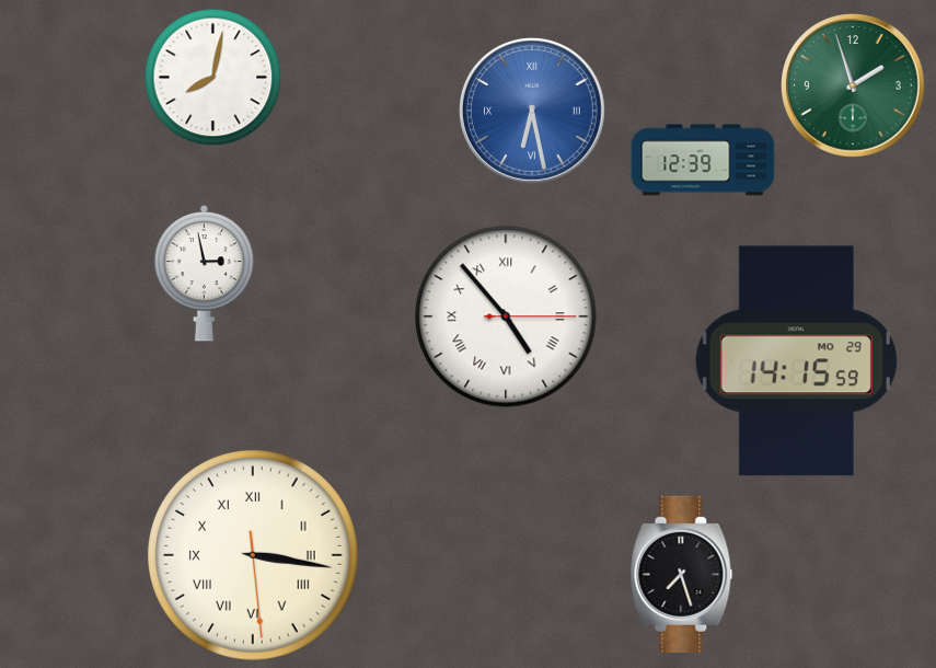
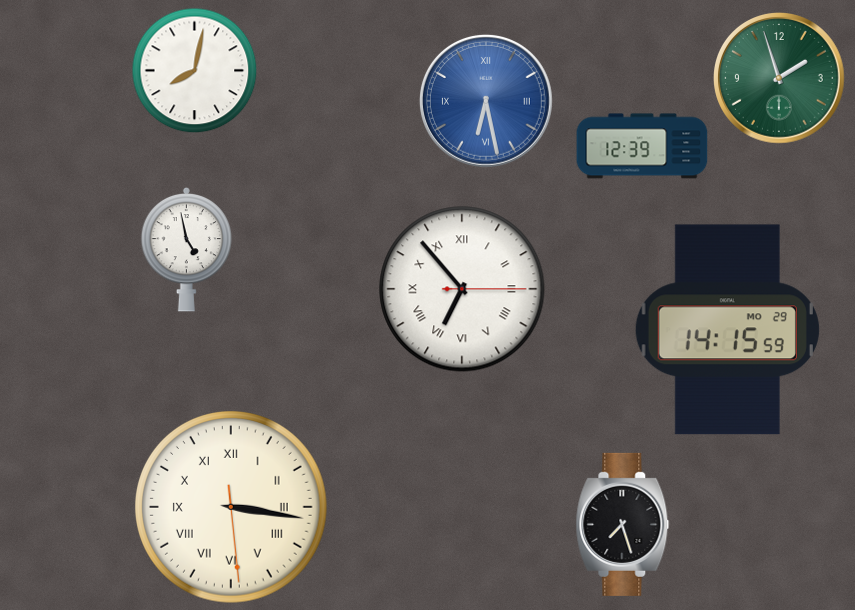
clock at (205, 273): 2:58 -> 4:58
clock at (506, 316): 4:53 -> 6:53
